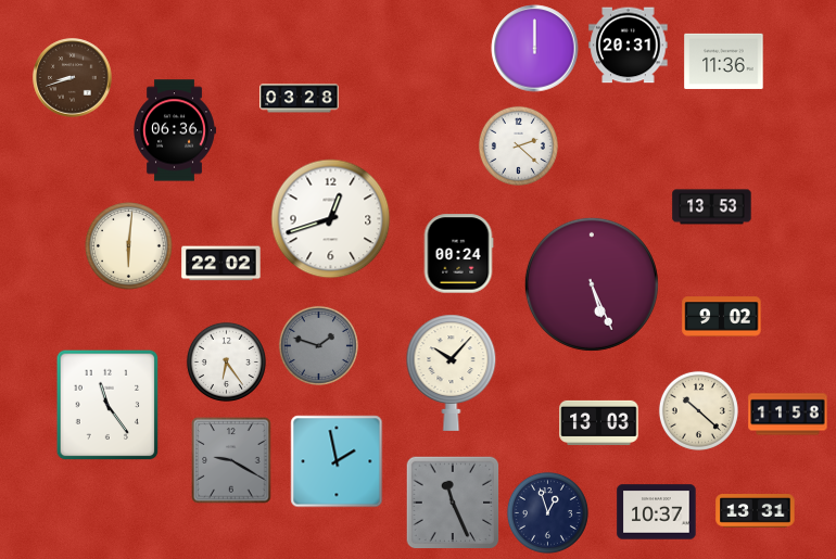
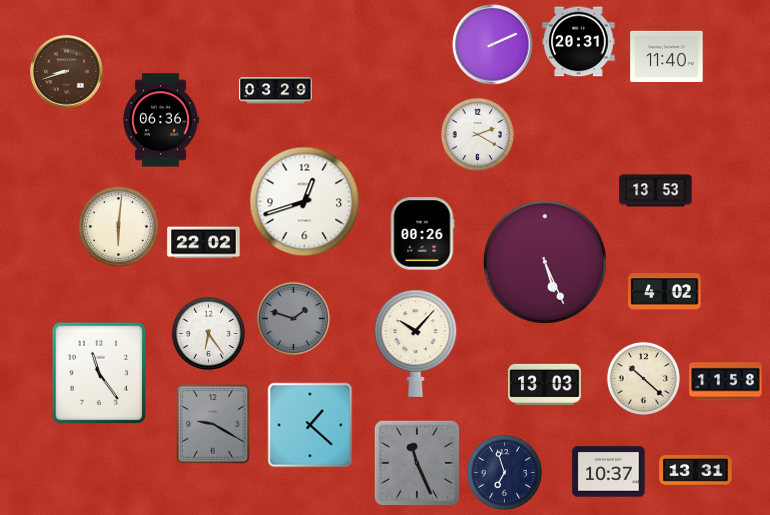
clock at (535, 49): 12:00 -> 2:11
clock at (724, 61): 11:36 -> 11:40
clock at (300, 99): 03:28 -> 03:29
clock at (518, 145): 2:22 -> 2:20
clock at (458, 254): 00:24 -> 00:26
clock at (722, 317): 9:02 -> 4:02
clock at (599, 422) position: (599, 422) -> (545, 384)
clock at (337, 461): 1:58 -> 1:22
clock at (547, 512): 12:57 -> 6:57
clock at (657, 512) position: (657, 512) -> (609, 472)
